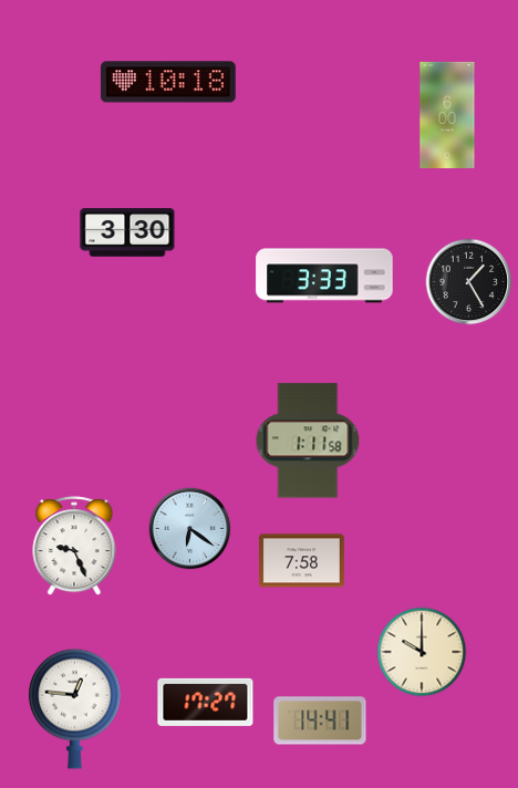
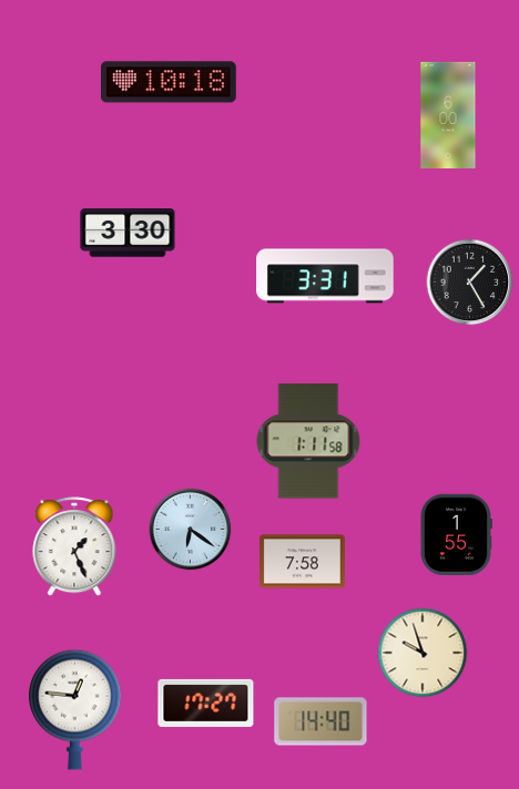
clock at (324, 276): 3:33 -> 3:31
clock at (456, 535): none -> 1:55
clock at (74, 547): 9:26 -> 1:26
clock at (422, 652): 10:00 -> 9:57
clock at (320, 720): 14:41 -> 14:40
